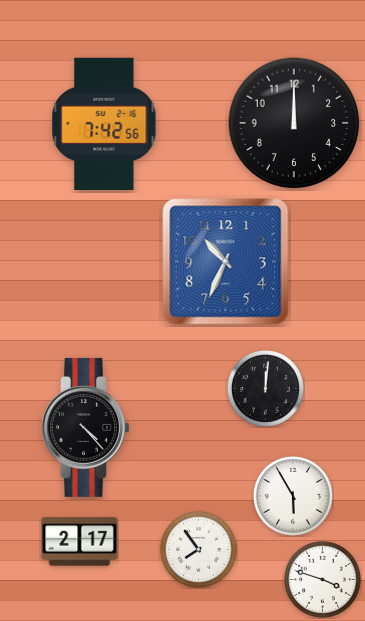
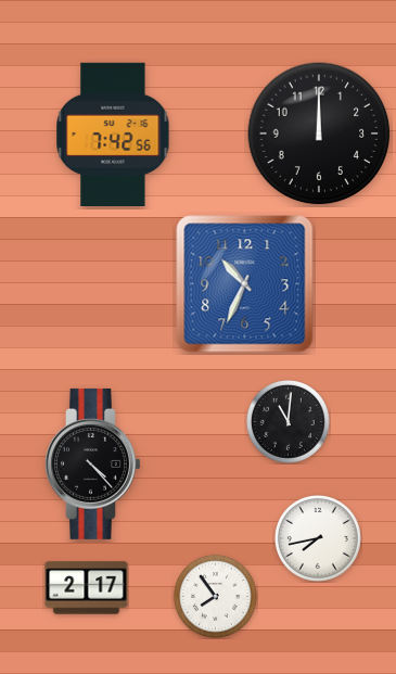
clock at (266, 389): 12:01 -> 11:01
clock at (293, 496): 5:55 -> 7:43
clock at (323, 580): 3:48 -> none
